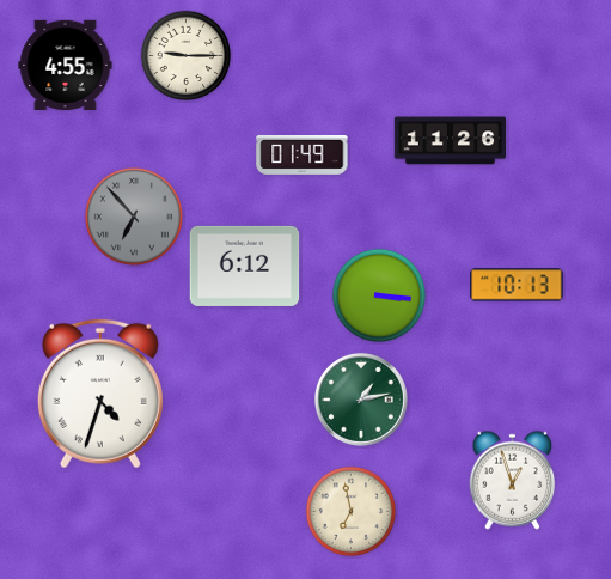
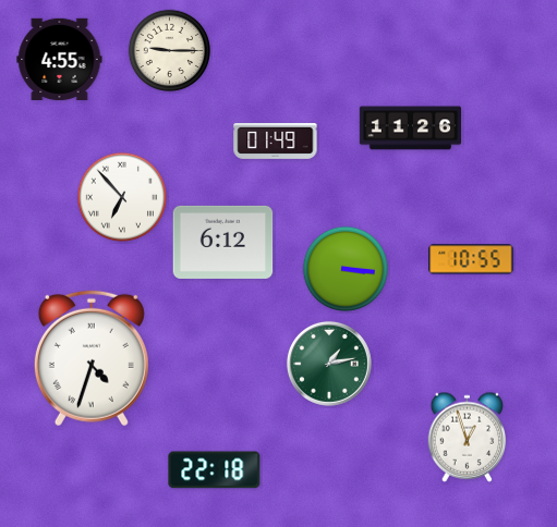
clock at (133, 215) dial: grey -> white
clock at (517, 285): 10:13 -> 10:55
clock at (352, 512): 6:58 -> none
clock at (215, 470): none -> 22:18
